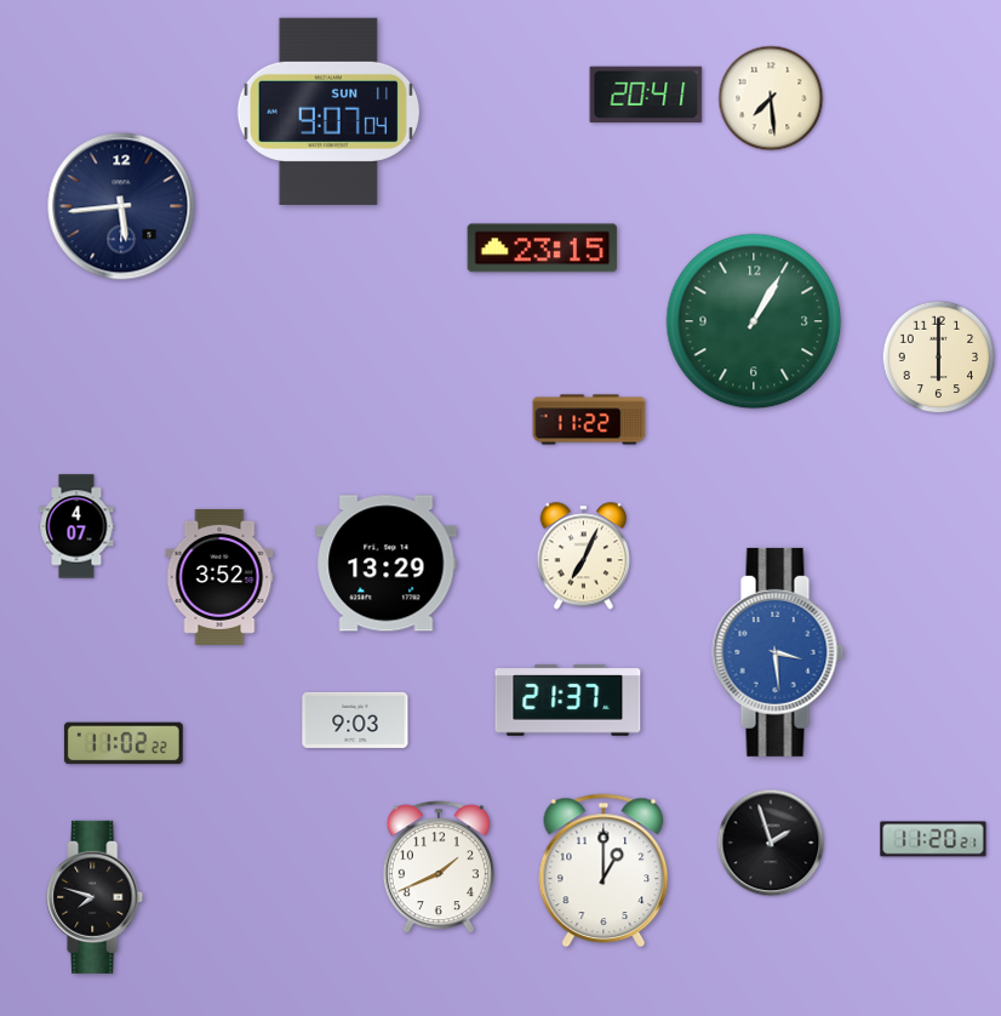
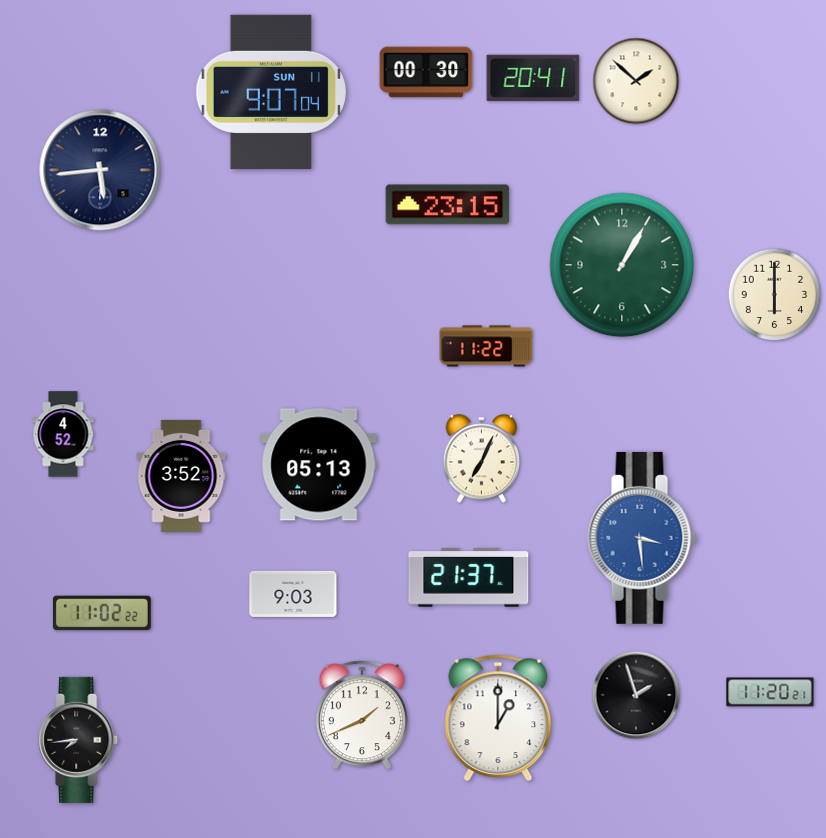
clock at (426, 72): none -> 00:30
clock at (771, 98): 7:29 -> 1:52
clock at (76, 526): 4:07 -> 4:52
clock at (387, 564): 13:29 -> 05:13
clock at (96, 897): 7:48 -> 7:44
